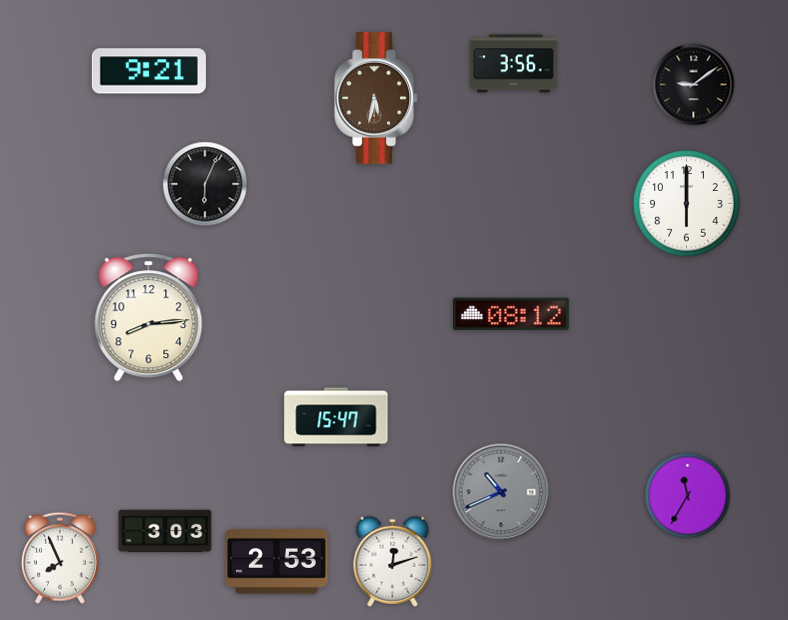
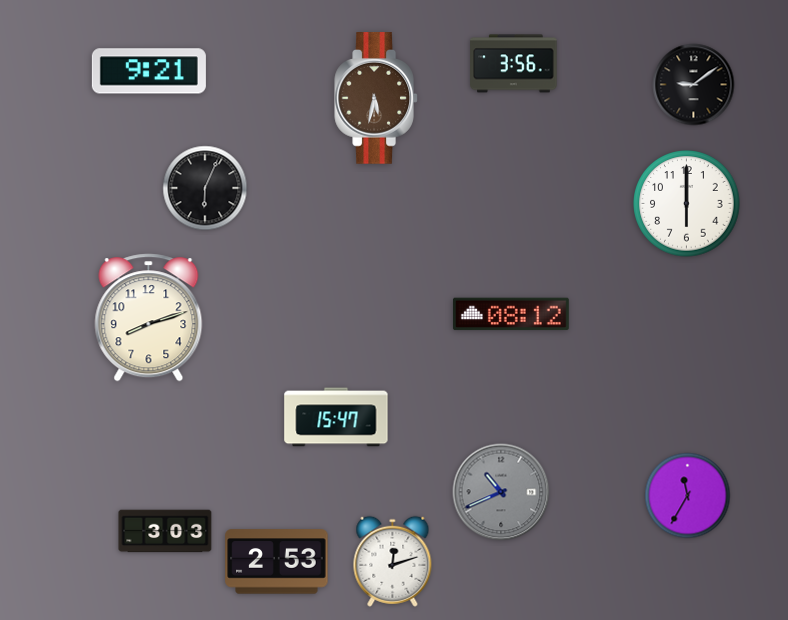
clock at (205, 184) position: (205, 184) -> (205, 188)
clock at (149, 318): 8:14 -> 8:12
clock at (60, 558): 7:56 -> none
